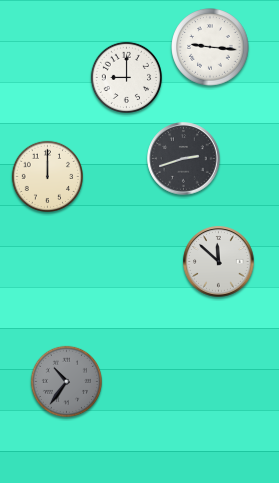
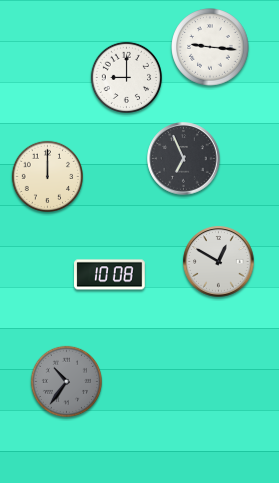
clock at (184, 159): 2:42 -> 6:56
clock at (219, 262): 11:52 -> 12:50
clock at (110, 275): none -> 10:08
